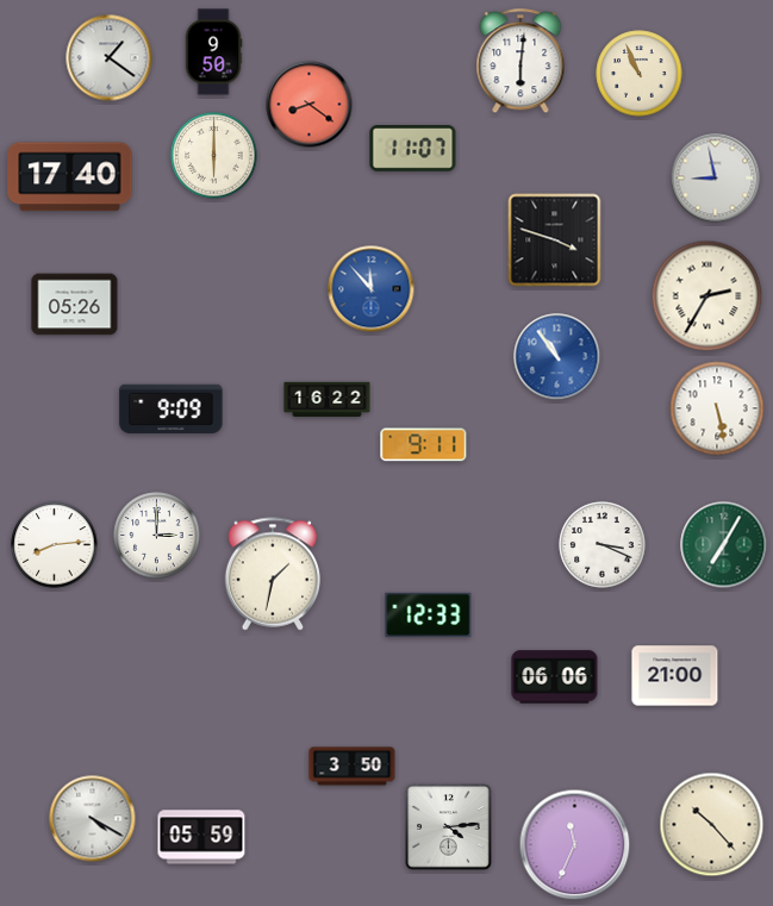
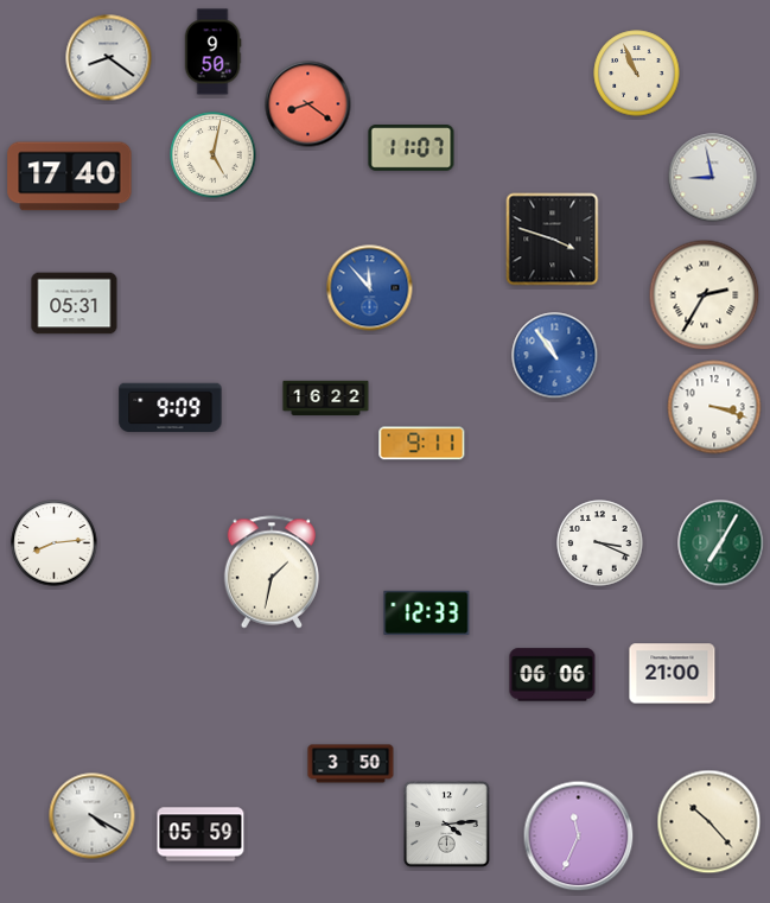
clock at (110, 58): 1:21 -> 8:21
clock at (520, 62): 6:01 -> none
clock at (214, 156): 6:00 -> 5:02
clock at (75, 305): 05:26 -> 05:31
clock at (717, 408): 5:28 -> 3:18
clock at (157, 536): 3:00 -> none
clock at (575, 845) position: (575, 845) -> (579, 837)
